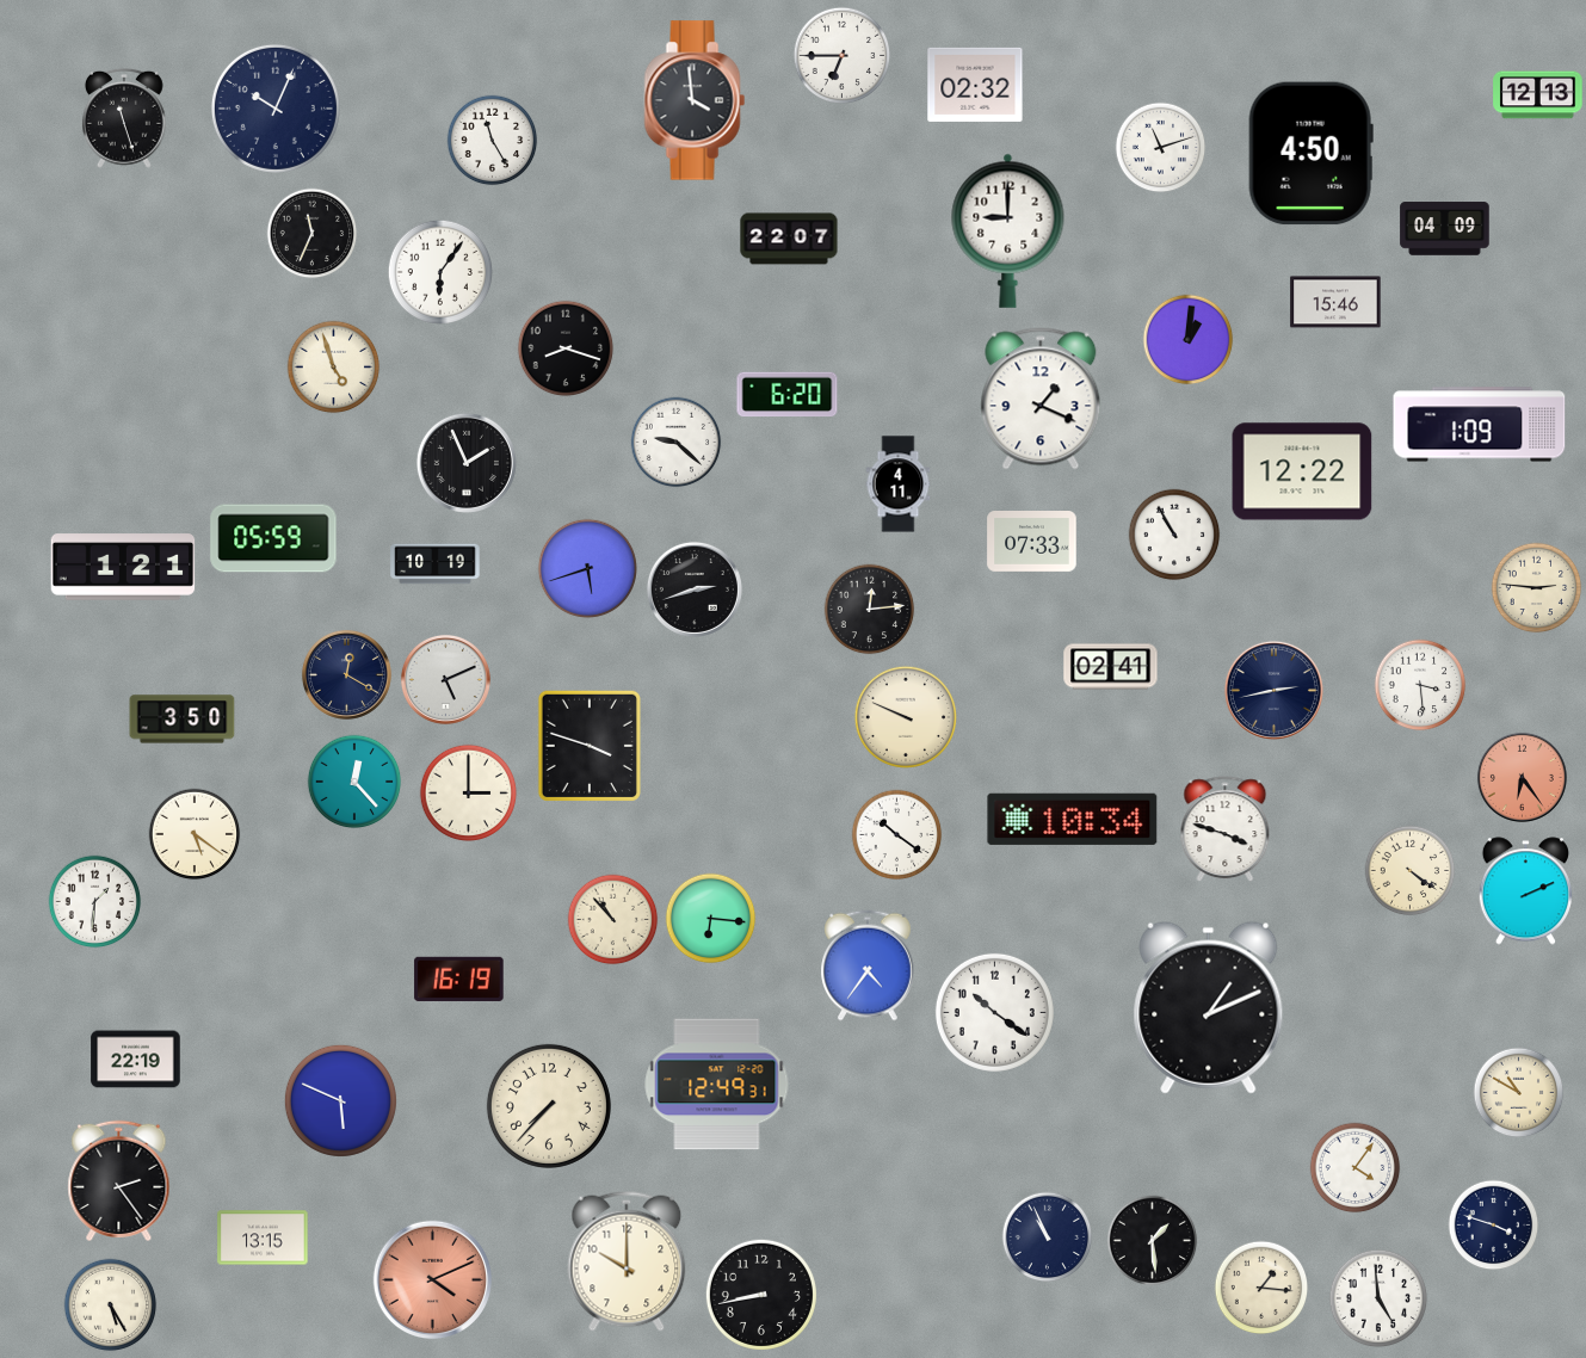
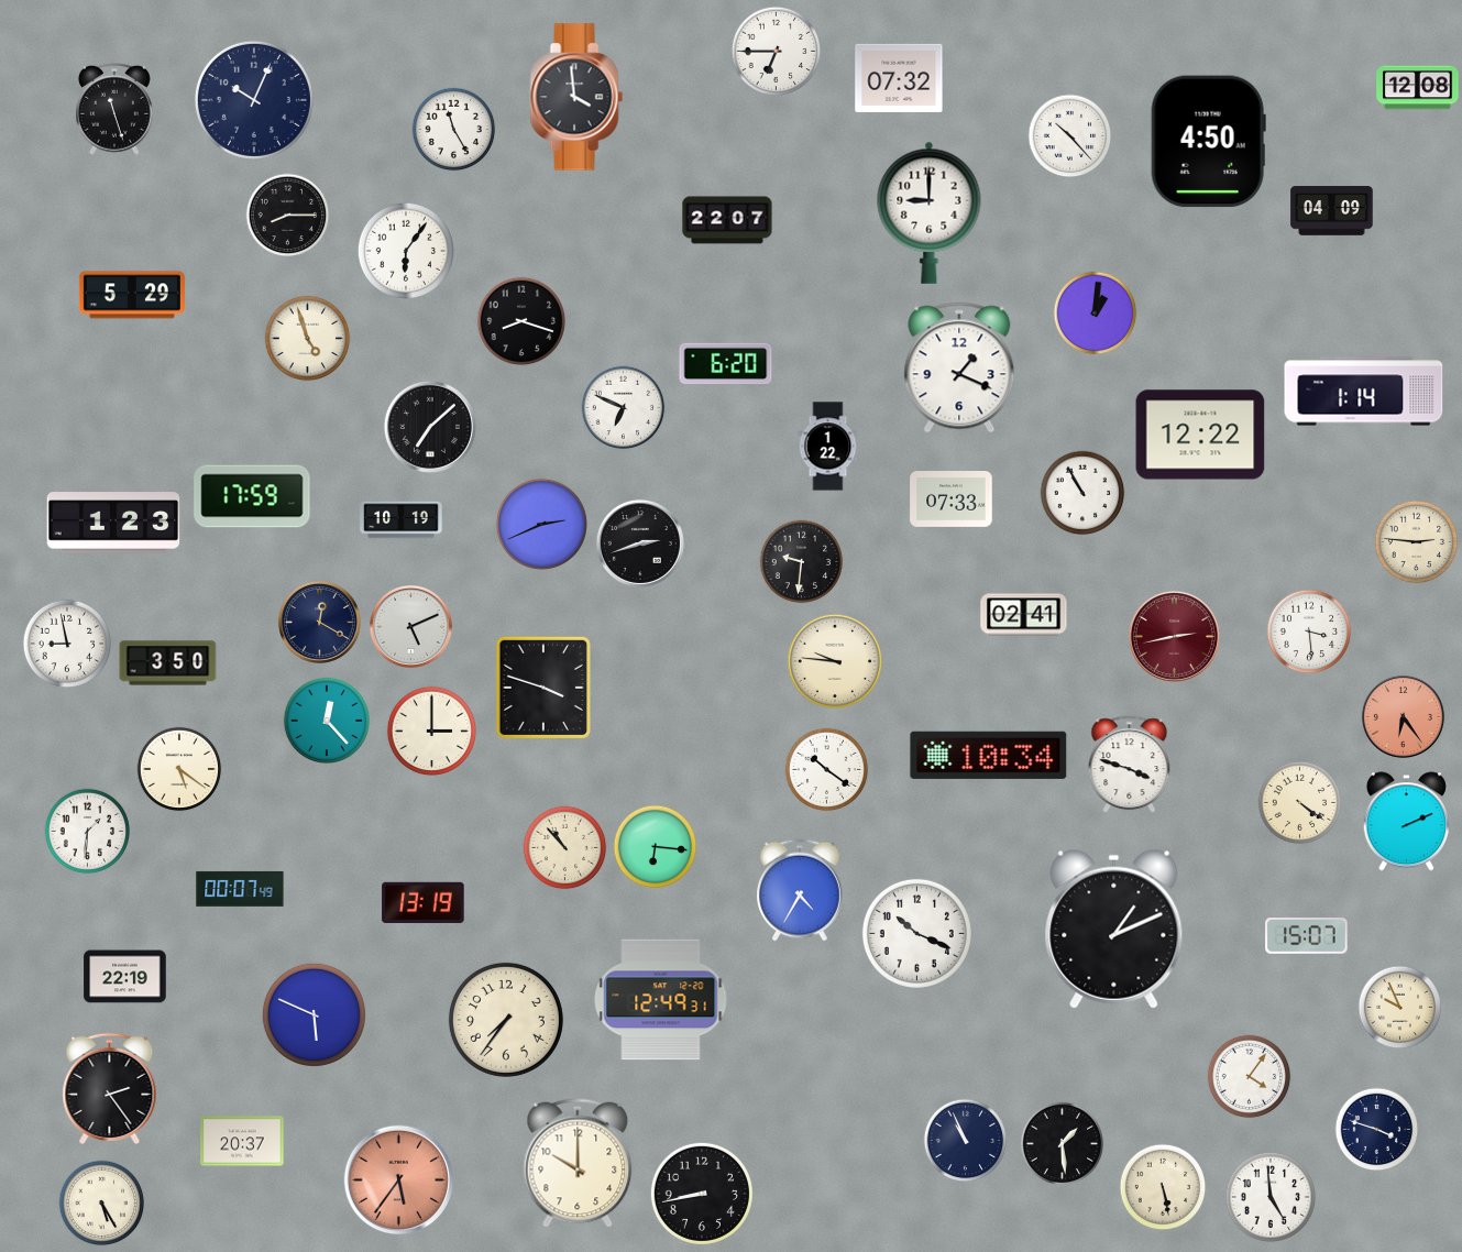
clock at (975, 85): 02:32 -> 07:32
clock at (1538, 95): 12:13 -> 12:08
clock at (695, 100) position: (695, 100) -> (576, 97)
clock at (1161, 148): 11:12 -> 10:23
clock at (313, 234): 11:34 -> 8:15
clock at (1335, 302): 15:46 -> none
clock at (132, 295): none -> 5:29
clock at (1480, 425): 1:09 -> 1:14
clock at (677, 443): 9:22 -> 6:49
clock at (467, 463): 1:56 -> 7:08
clock at (899, 484): 4:11 -> 1:22
clock at (273, 538): 05:59 -> 17:59
clock at (123, 567): 1:21 -> 1:23
clock at (588, 569): 5:42 -> 2:41
clock at (870, 610): 12:14 -> 9:31
clock at (1273, 690) dial: navy -> burgundy
clock at (67, 644): none -> 8:58
clock at (905, 716): 9:49 -> 9:46
clock at (240, 889): none -> 00:07
clock at (869, 965): 4:36 -> 4:35
clock at (459, 979): 16:19 -> 13:19
clock at (994, 1012): 10:21 -> 10:19
clock at (1307, 936): none -> 15:07
clock at (1519, 1093): 10:50 -> 9:56
clock at (549, 1106): 7:37 -> 7:36
clock at (263, 1237): 13:15 -> 20:37
clock at (433, 1280): 4:11 -> 5:36
clock at (1261, 1288): 1:16 -> 5:28
